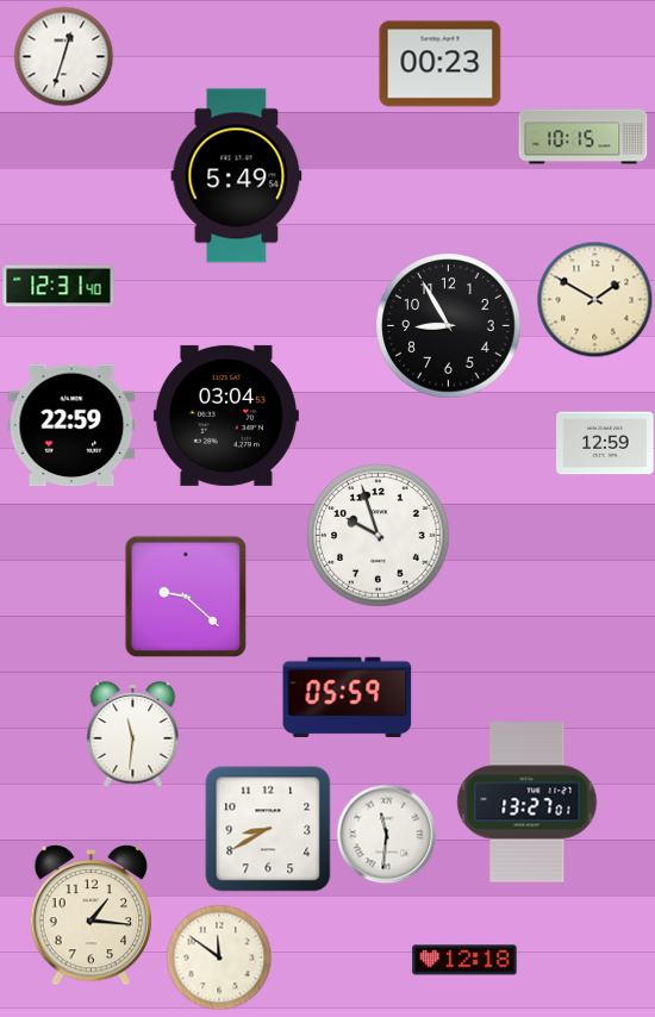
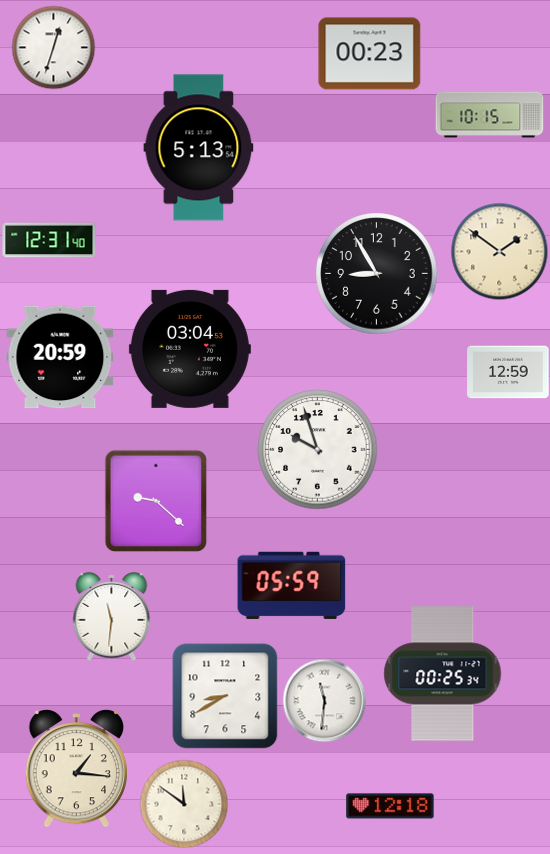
clock at (237, 176): 5:49 -> 5:13
clock at (594, 299): 1:50 -> 1:51
clock at (71, 425): 22:59 -> 20:59
clock at (528, 803): 13:27 -> 00:25
